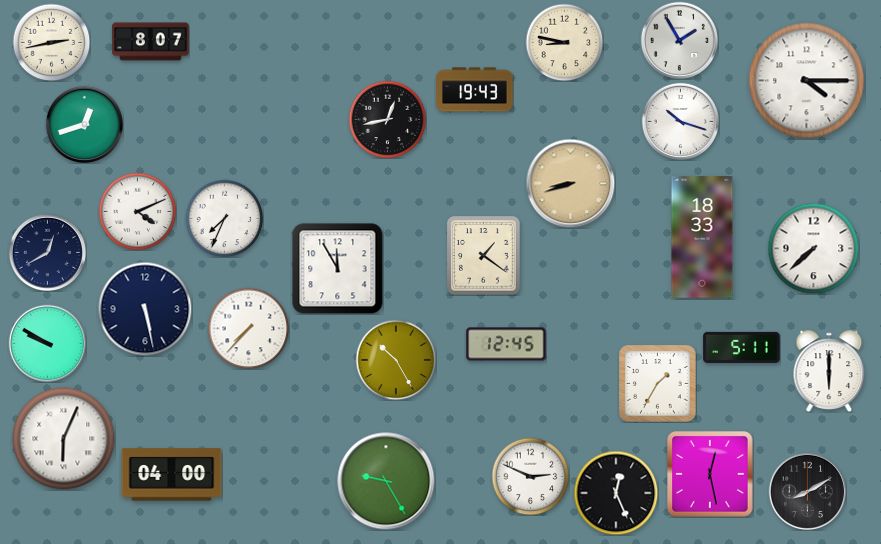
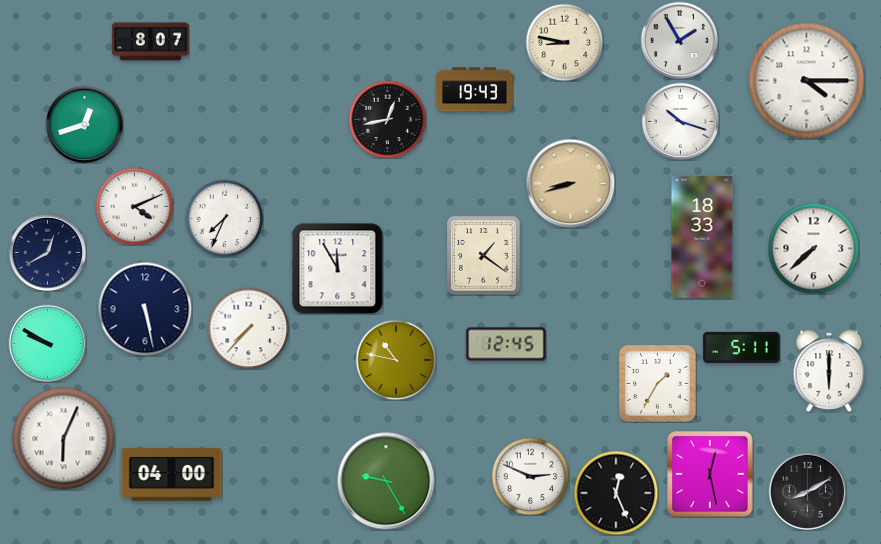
clock at (51, 42): 2:43 -> none
clock at (137, 211) position: (137, 211) -> (134, 206)
clock at (396, 360): 10:25 -> 10:47
